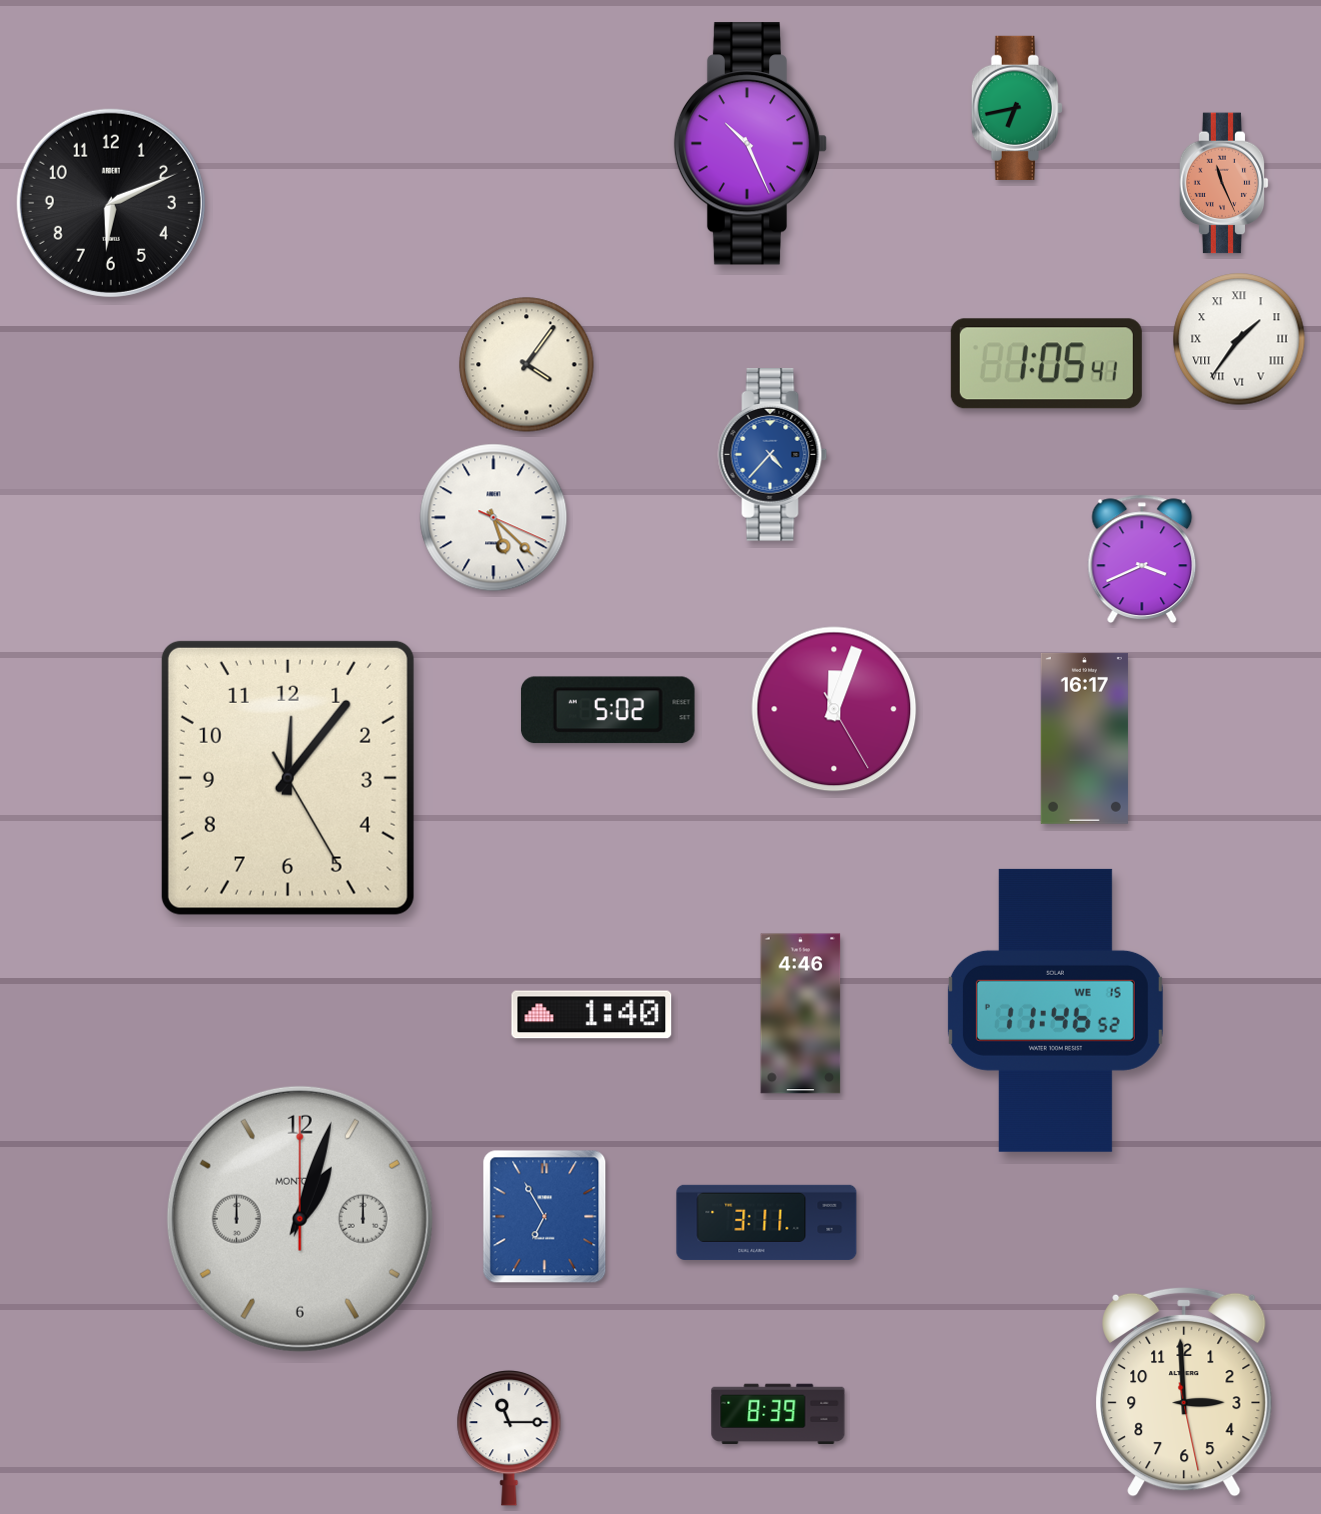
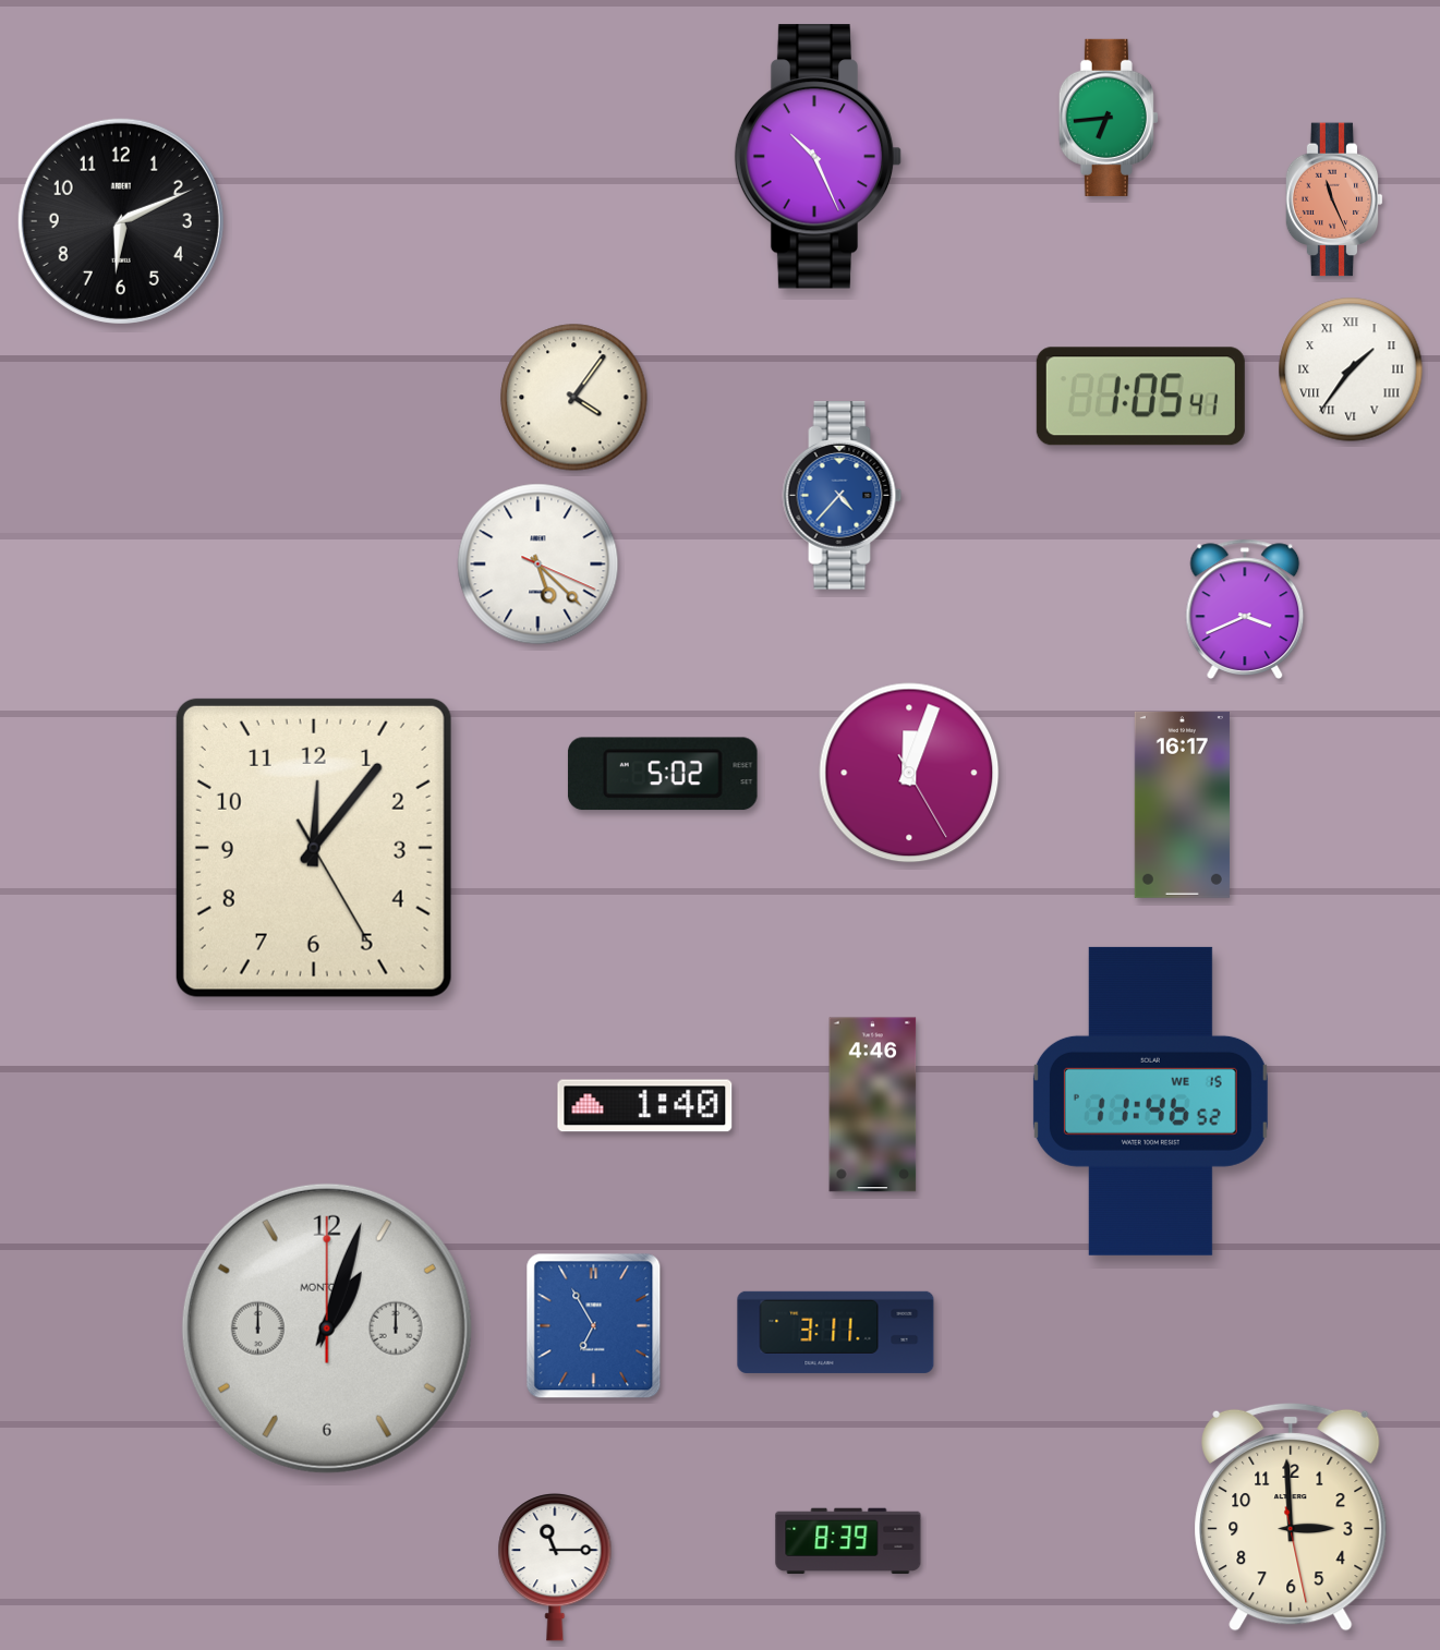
clock at (1017, 108): 6:43 -> 6:44
